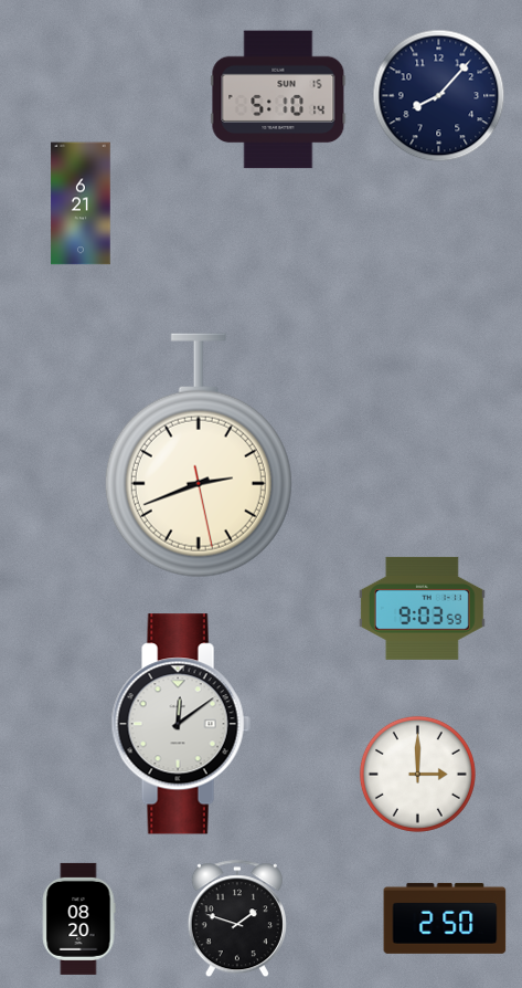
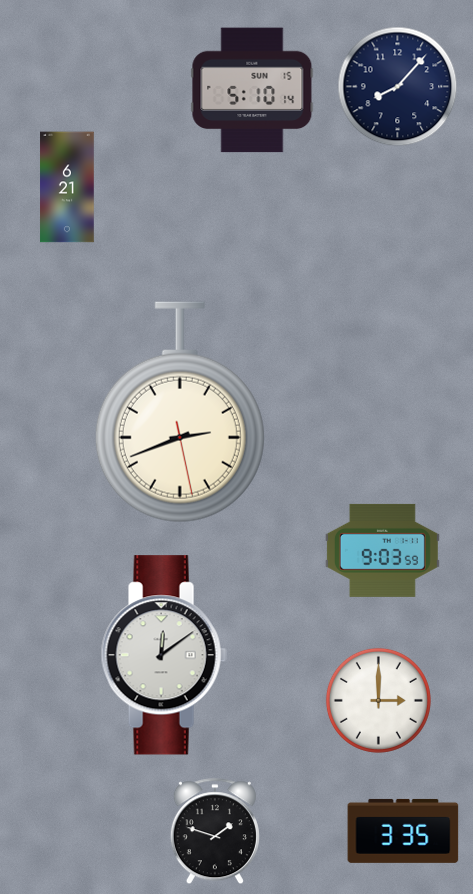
clock at (81, 203) position: (81, 203) -> (67, 187)
clock at (78, 918): 08:20 -> none
clock at (445, 918): 2:50 -> 3:35
